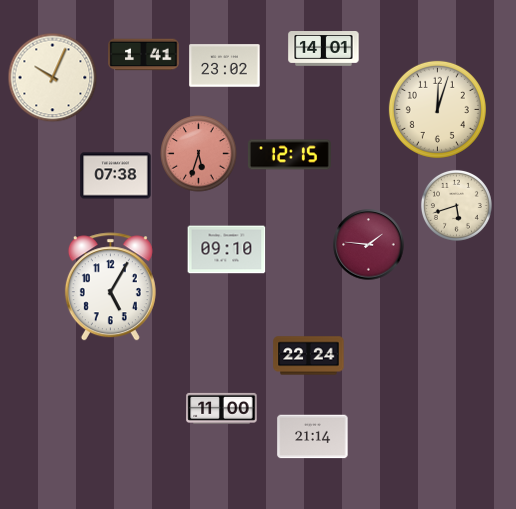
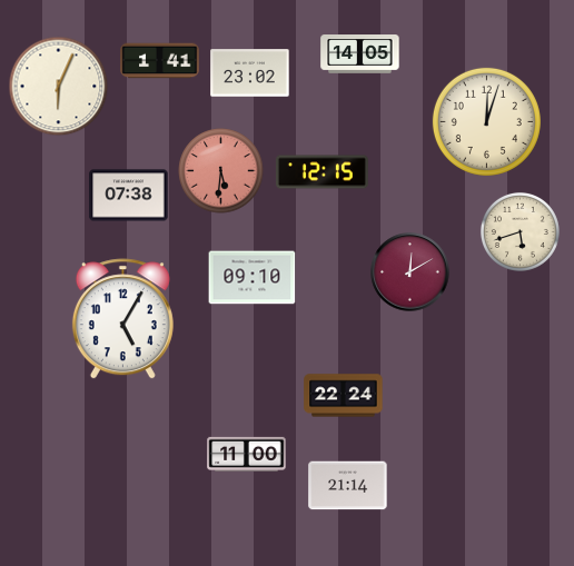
clock at (324, 49): 14:01 -> 14:05
clock at (53, 78): 10:04 -> 6:04
clock at (199, 154): 5:33 -> 5:31
clock at (456, 205) position: (456, 205) -> (519, 231)
clock at (369, 245): 1:46 -> 12:10
